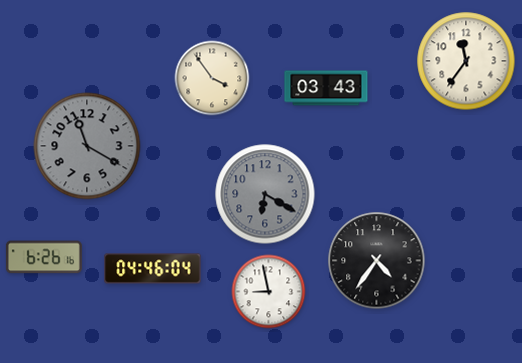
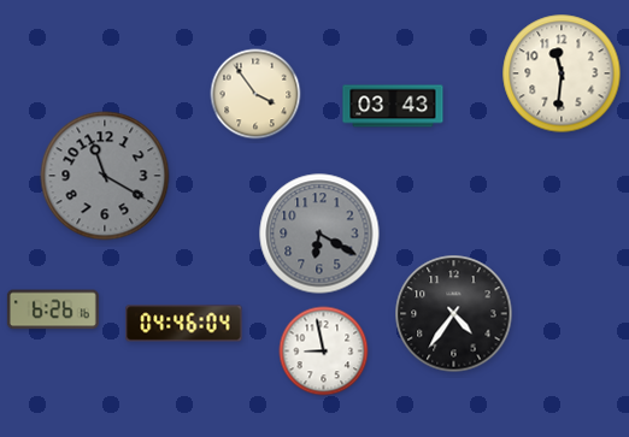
clock at (466, 61): 11:36 -> 11:31
